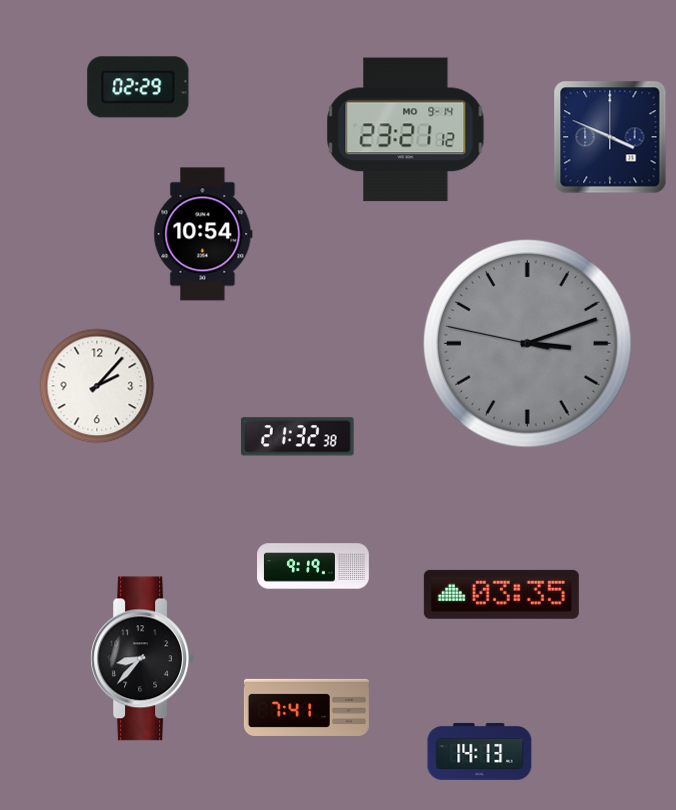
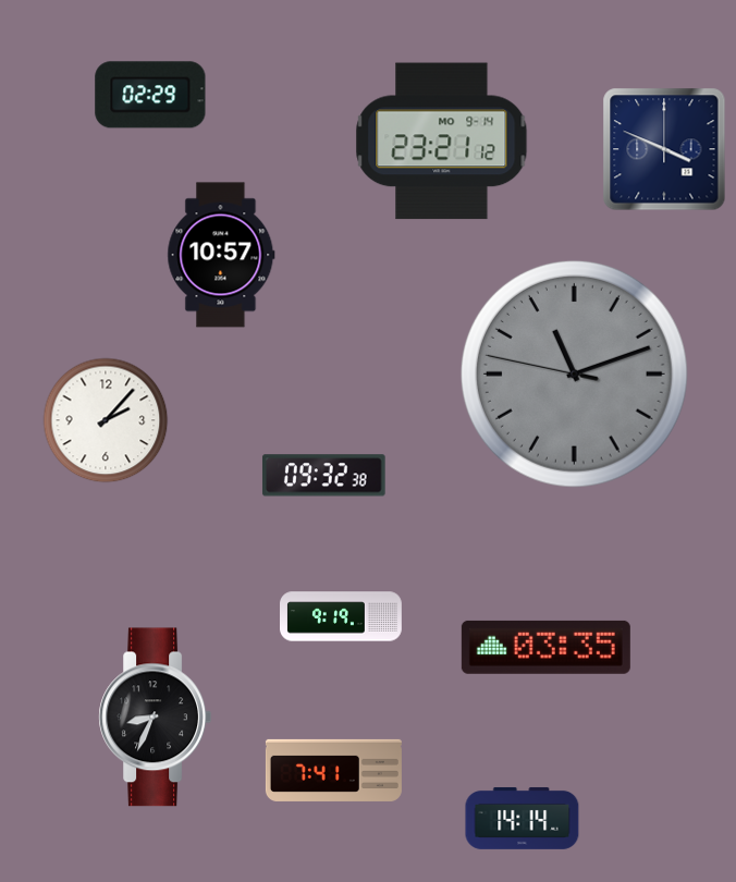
clock at (203, 234): 10:54 -> 10:57
clock at (527, 343): 3:11 -> 11:11
clock at (297, 437): 21:32 -> 09:32
clock at (143, 659): 8:37 -> 8:34
clock at (480, 751): 14:13 -> 14:14
